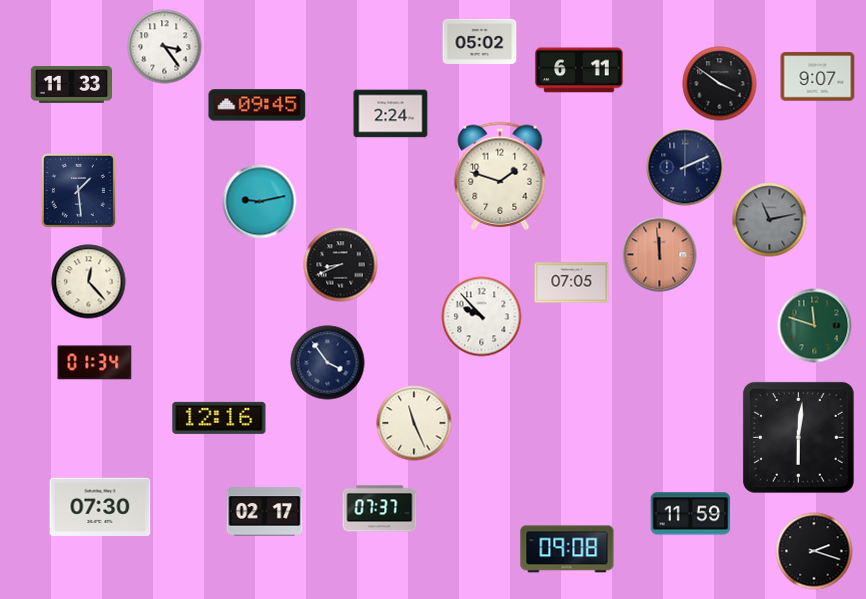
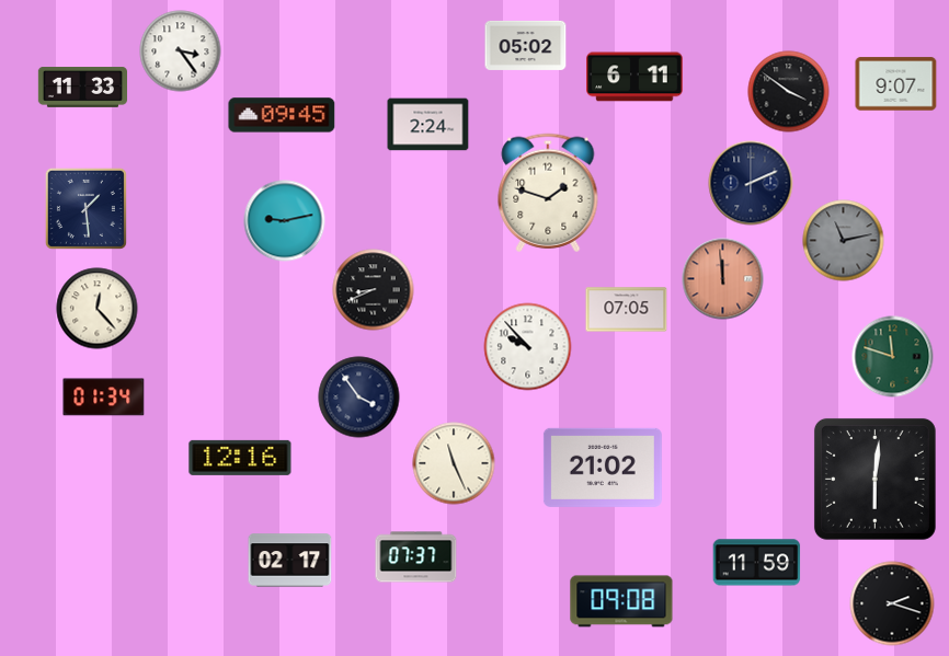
clock at (71, 85) position: (71, 85) -> (82, 88)
clock at (603, 468): none -> 21:02
clock at (100, 507): 07:30 -> none
